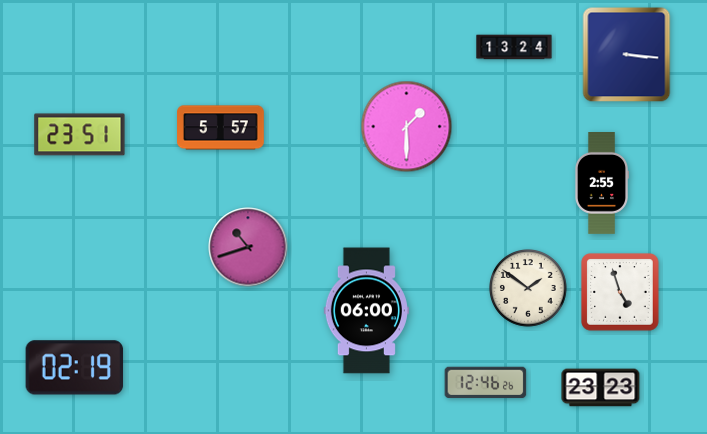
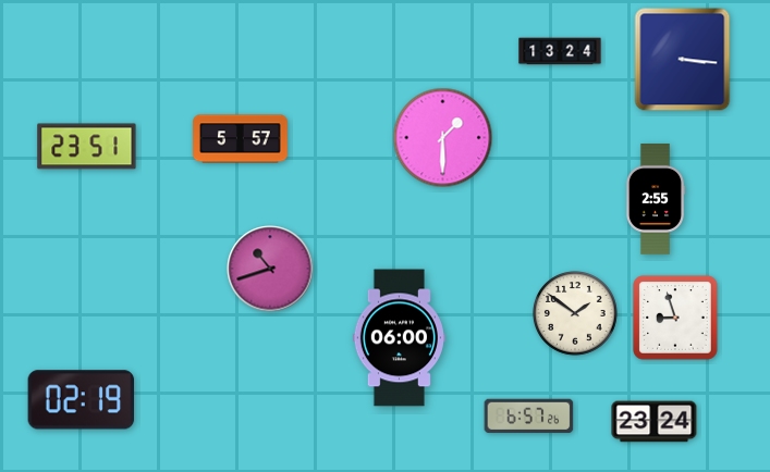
clock at (620, 292): 4:57 -> 8:57
clock at (486, 383): 12:46 -> 6:57
clock at (601, 388): 23:23 -> 23:24
